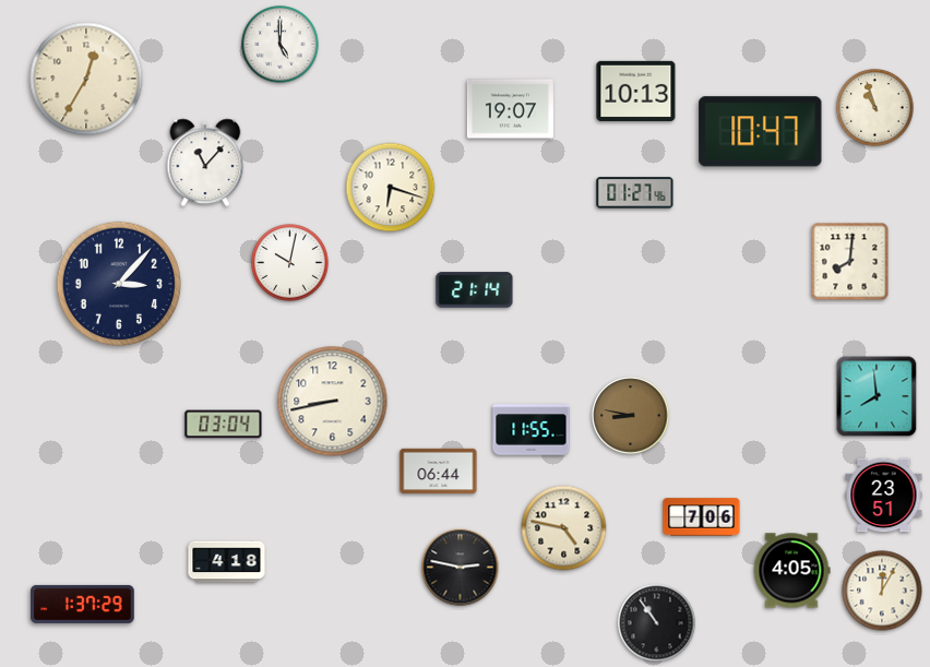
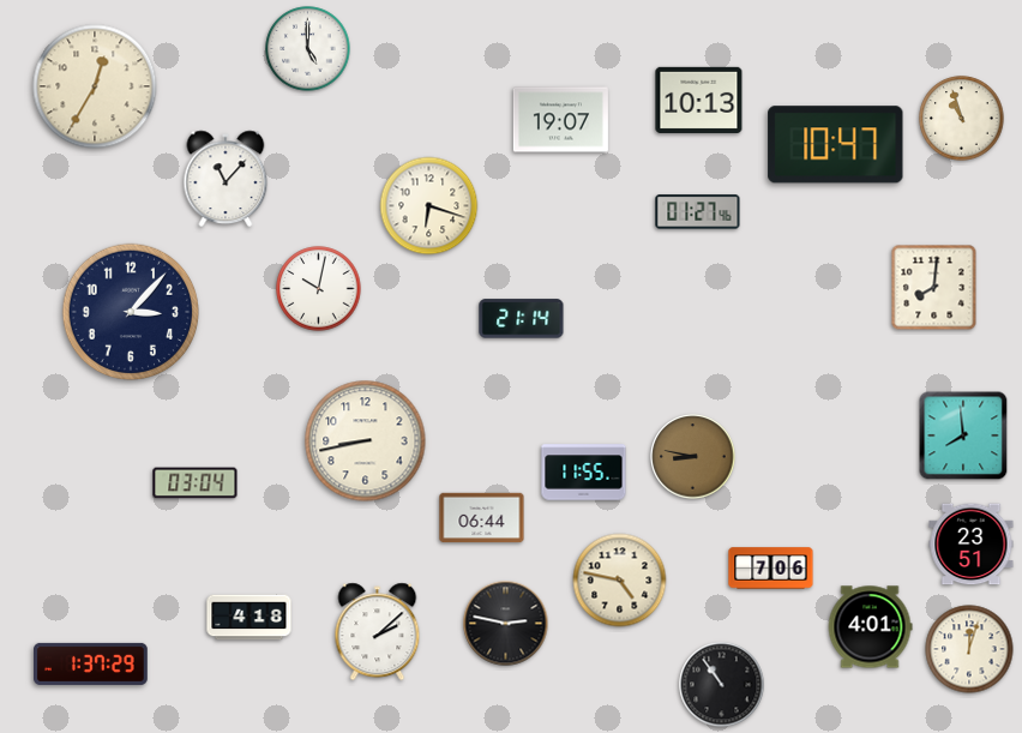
clock at (224, 425) position: (224, 425) -> (196, 483)
clock at (791, 571): 4:05 -> 4:01
clock at (378, 632): none -> 2:08
clock at (882, 591): 12:05 -> 12:03
